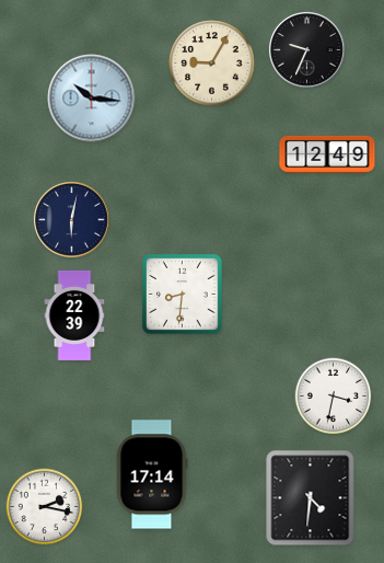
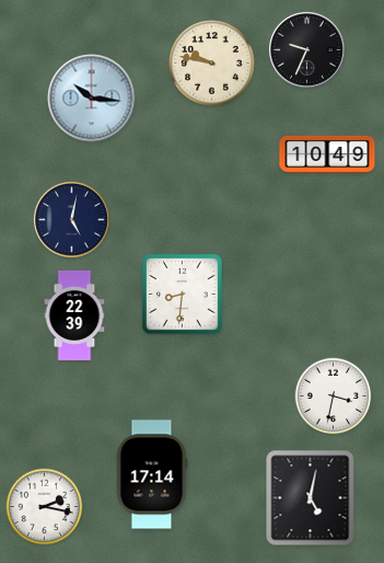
clock at (212, 64): 9:05 -> 9:47
clock at (327, 154): 12:49 -> 10:49
clock at (71, 219): 6:02 -> 5:02
clock at (311, 498): 4:31 -> 5:02
